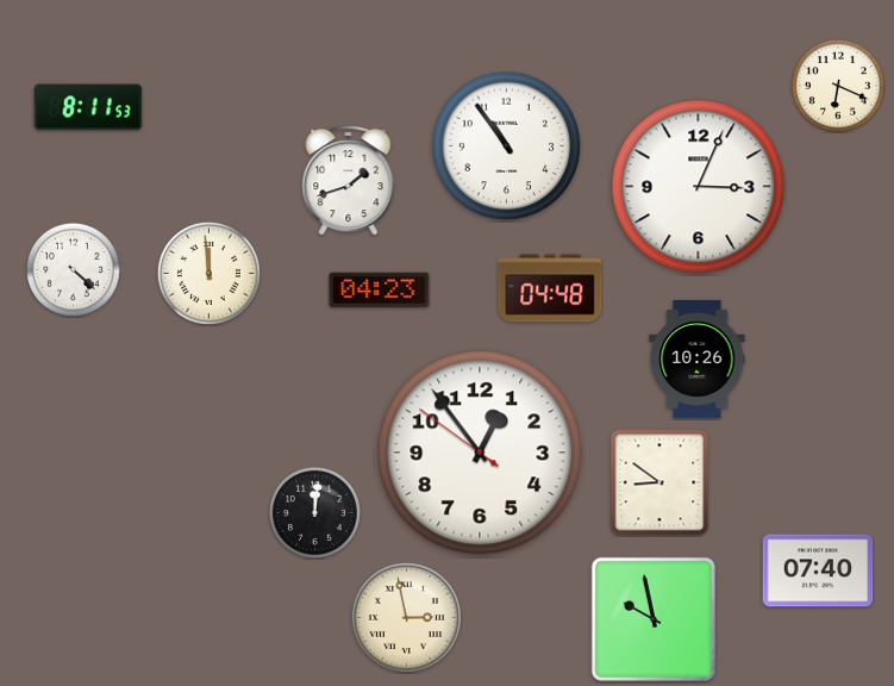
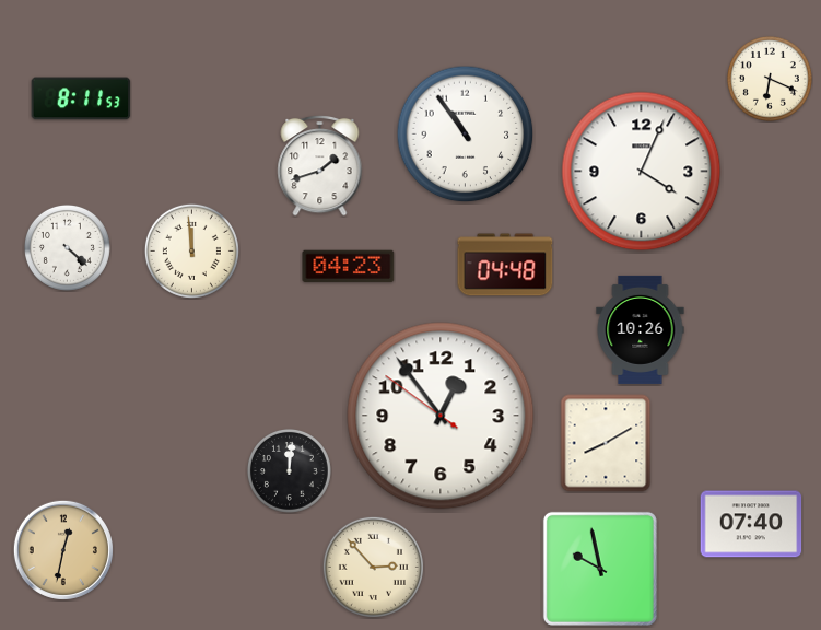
clock at (699, 187): 3:04 -> 4:04
clock at (659, 482): 8:51 -> 8:10
clock at (63, 550): none -> 12:32
clock at (406, 617): 2:58 -> 2:53
